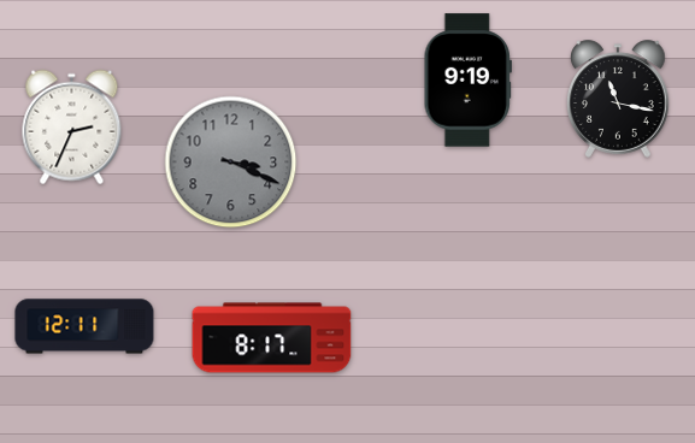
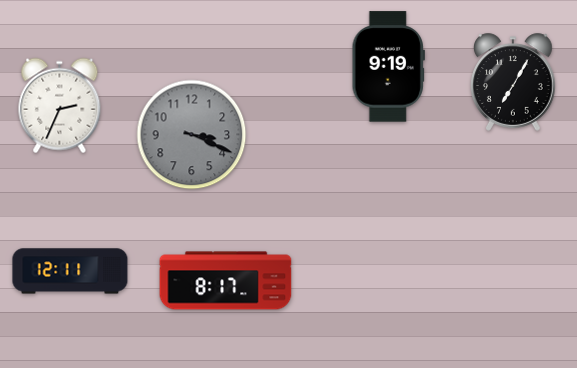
clock at (618, 99): 11:17 -> 7:05
